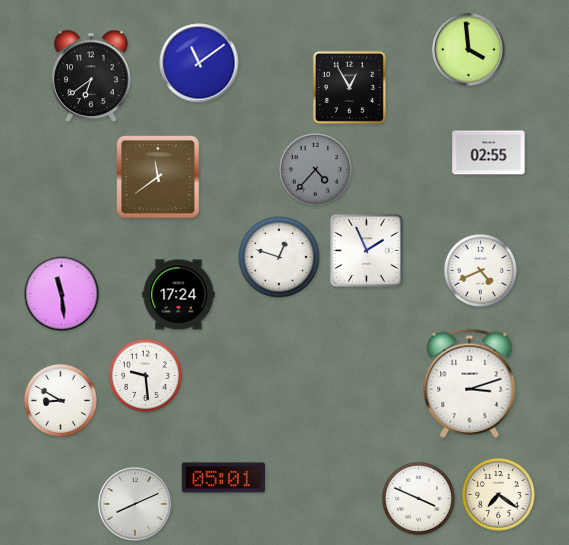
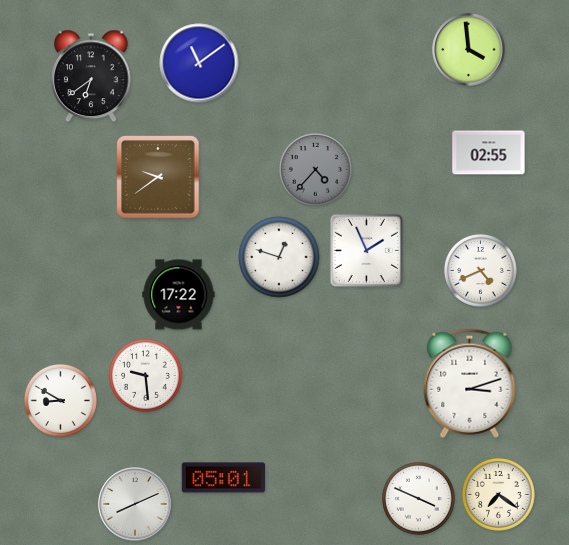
clock at (349, 87): 12:55 -> none
clock at (158, 177): 11:39 -> 9:39
clock at (62, 294): 11:29 -> none
clock at (179, 295): 17:24 -> 17:22
